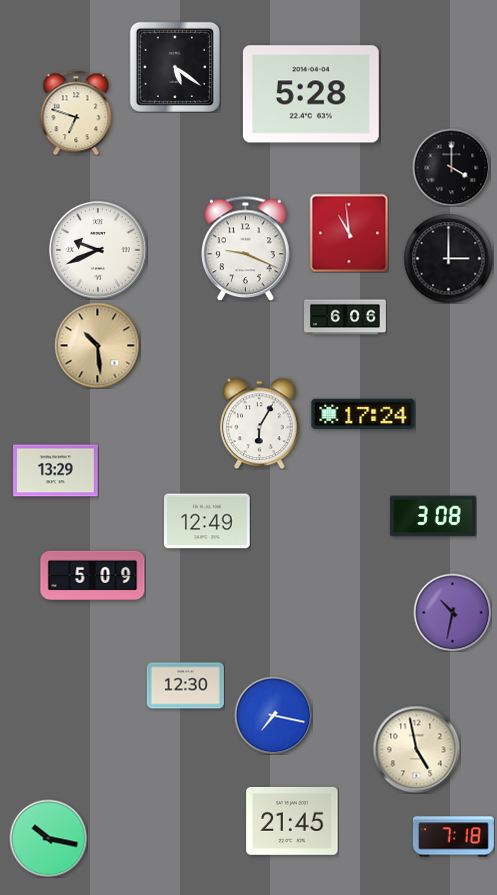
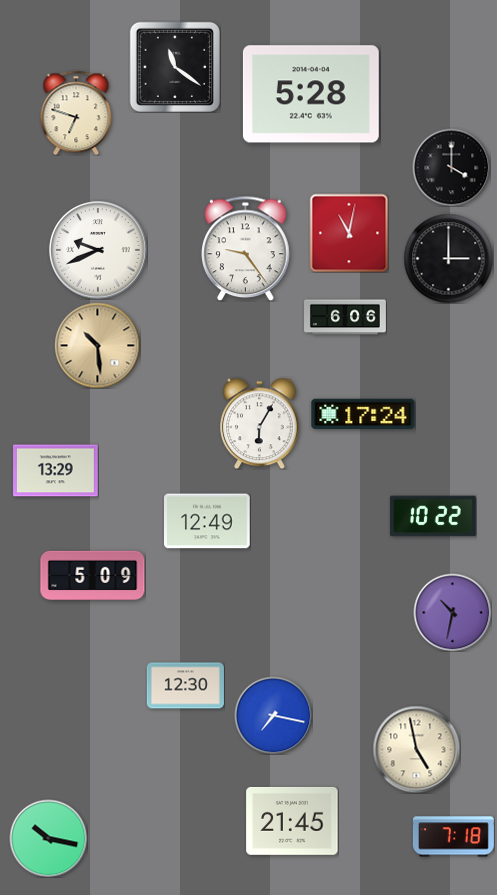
clock at (175, 67): 5:21 -> 11:21
clock at (349, 233): 10:59 -> 11:02
clock at (246, 248): 9:19 -> 9:24
clock at (433, 516): 3:08 -> 10:22
